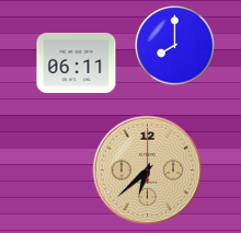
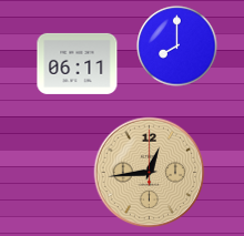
clock at (148, 171): 6:38 -> 12:44
